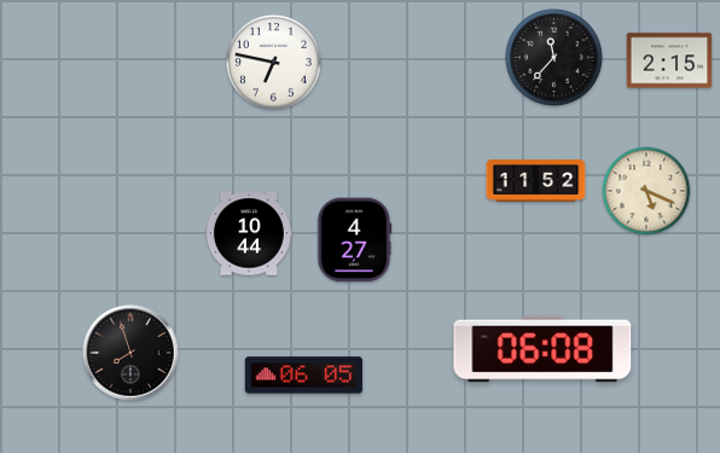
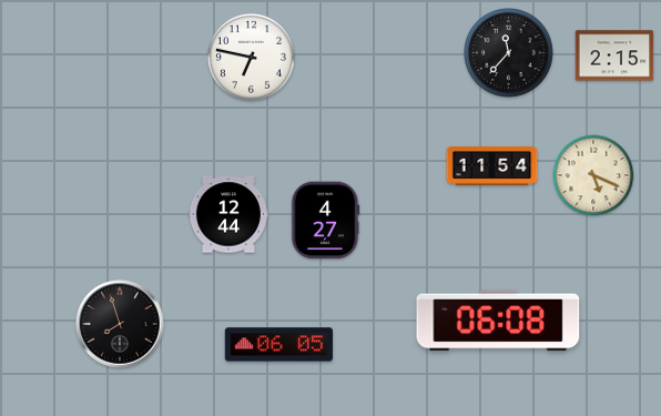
clock at (536, 181): 11:52 -> 11:54
clock at (249, 233): 10:44 -> 12:44
